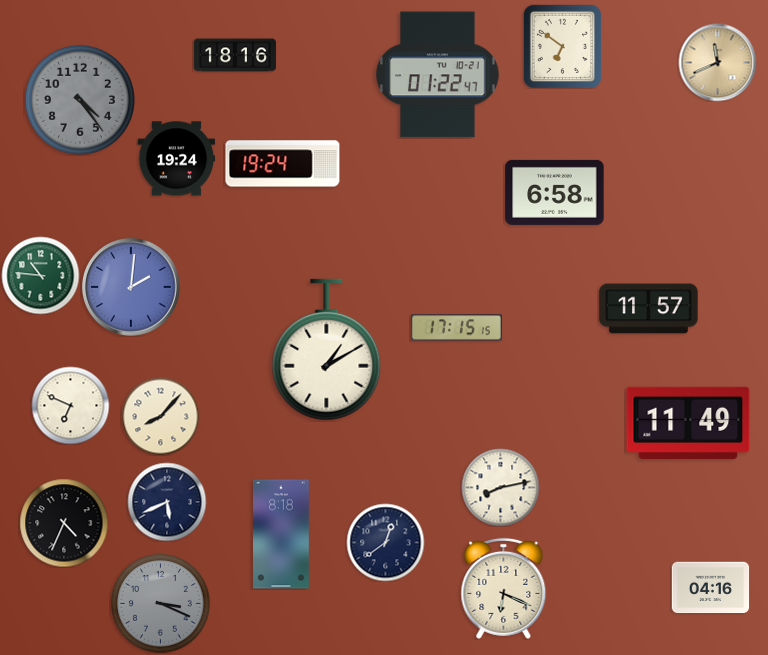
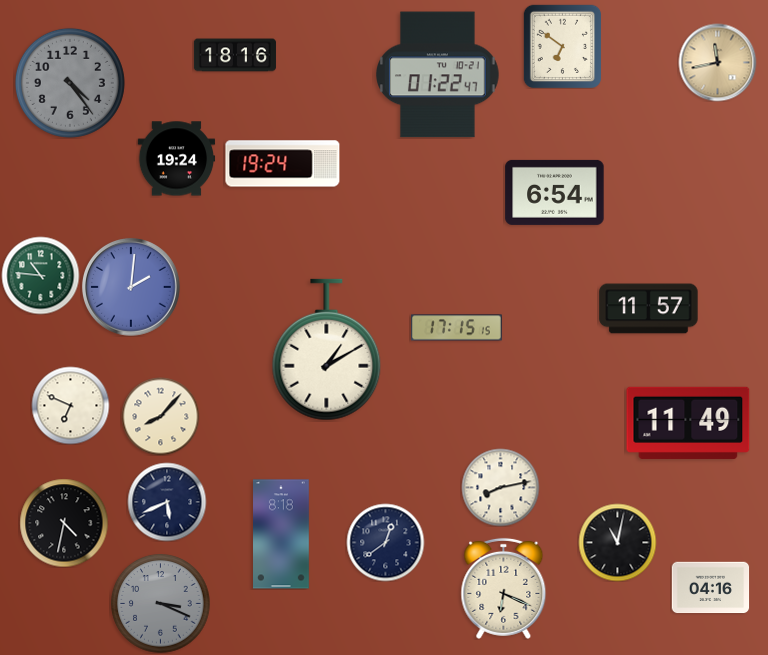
clock at (717, 62): 11:41 -> 11:43
clock at (80, 100) position: (80, 100) -> (70, 83)
clock at (555, 192): 6:58 -> 6:54
clock at (64, 523): 4:34 -> 4:32
clock at (617, 542): none -> 11:02
